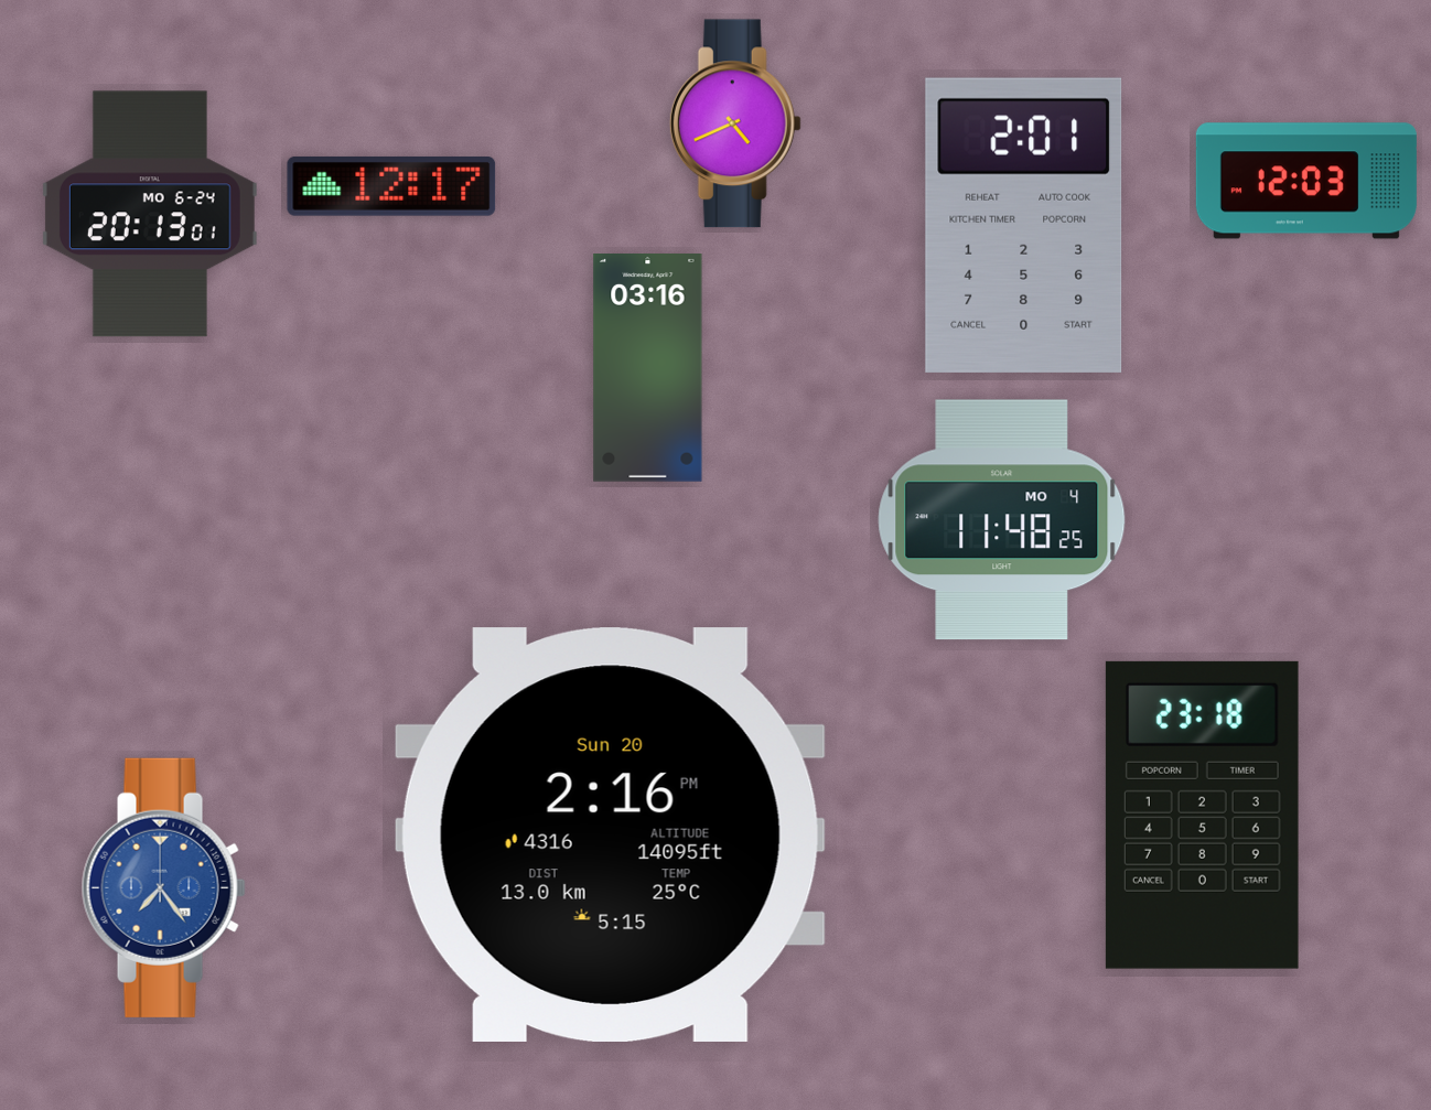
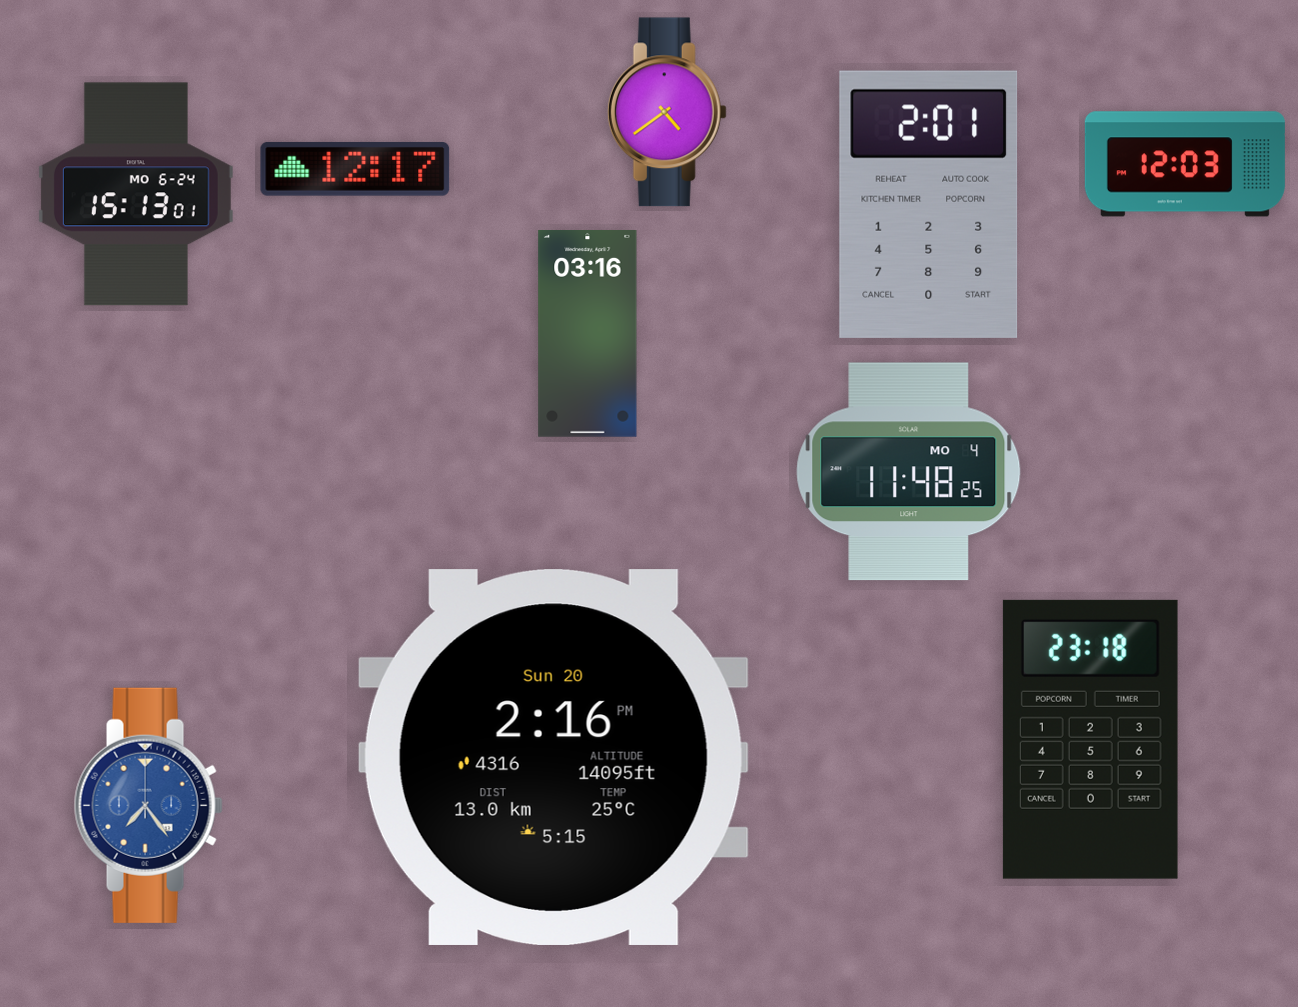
clock at (735, 123): 4:41 -> 4:39
clock at (150, 214): 20:13 -> 15:13
